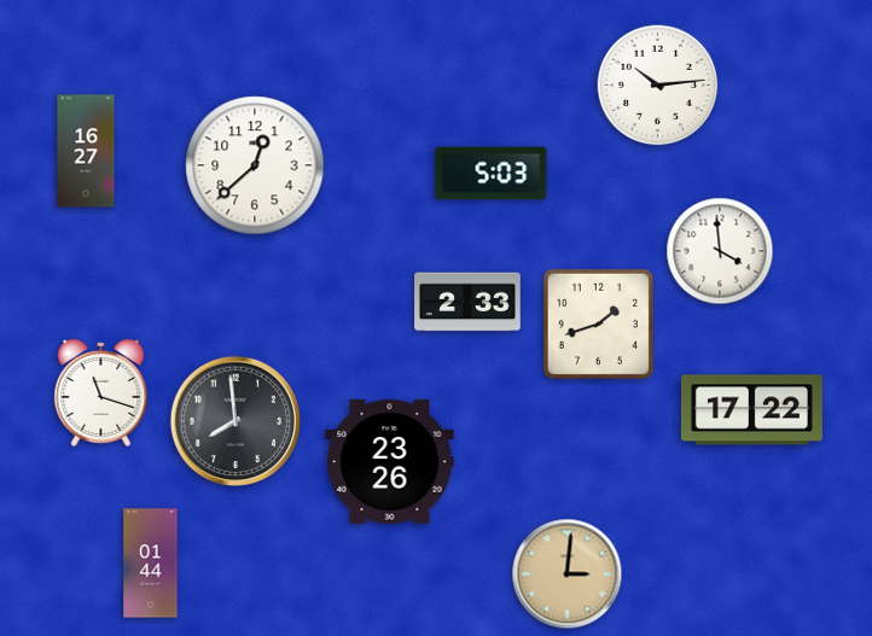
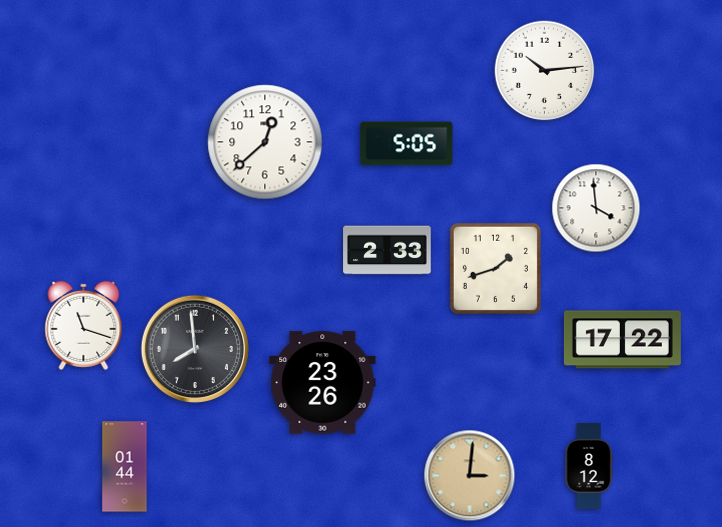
clock at (86, 151): 16:27 -> none
clock at (255, 165) position: (255, 165) -> (265, 142)
clock at (492, 174): 5:03 -> 5:05
clock at (589, 466): none -> 8:12
